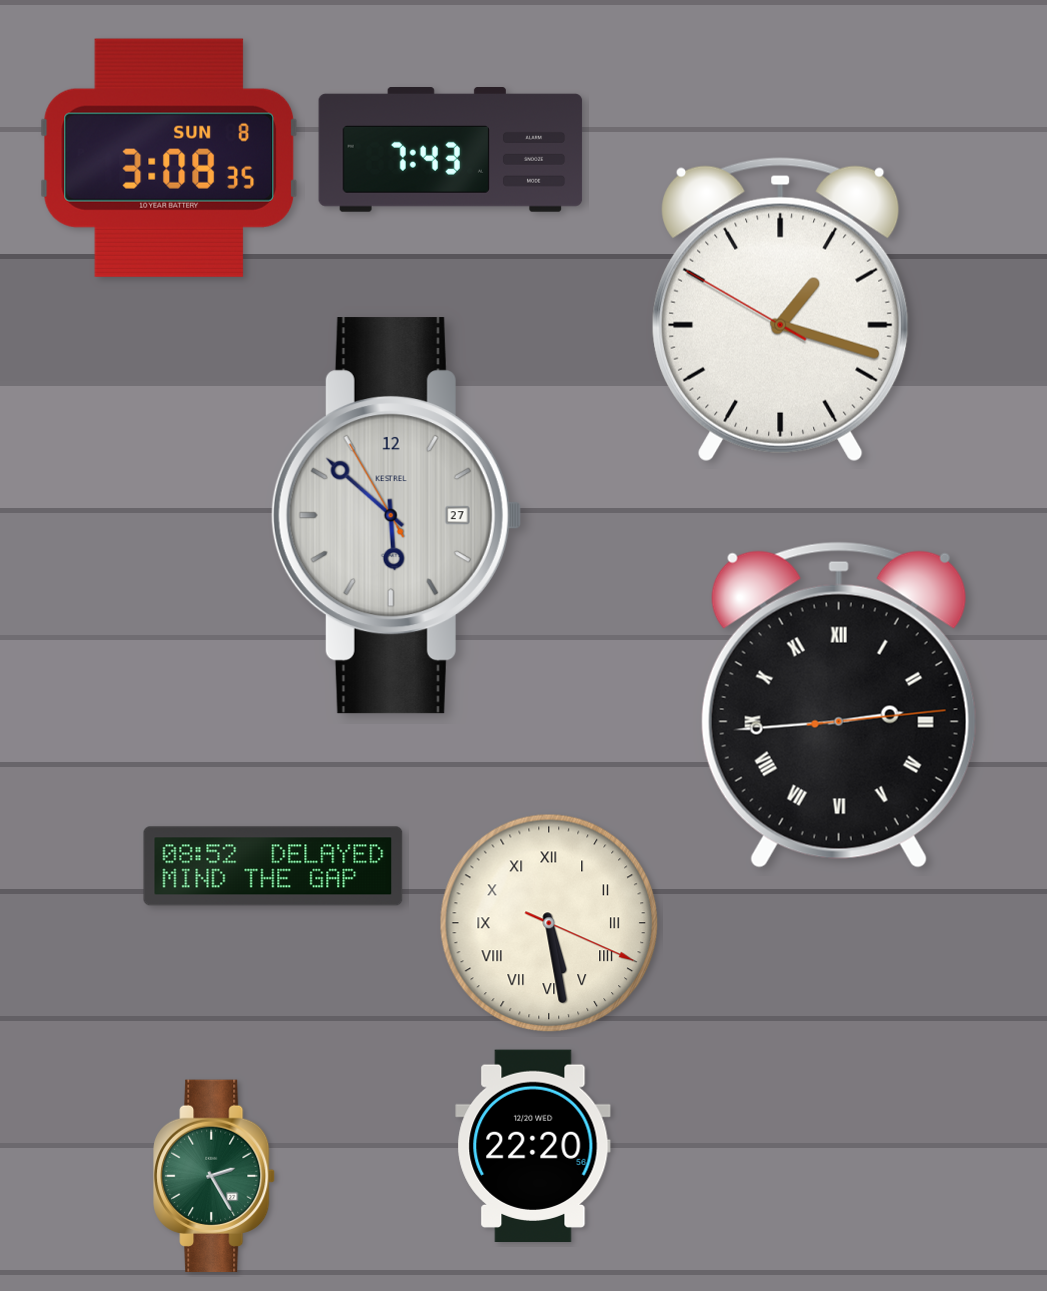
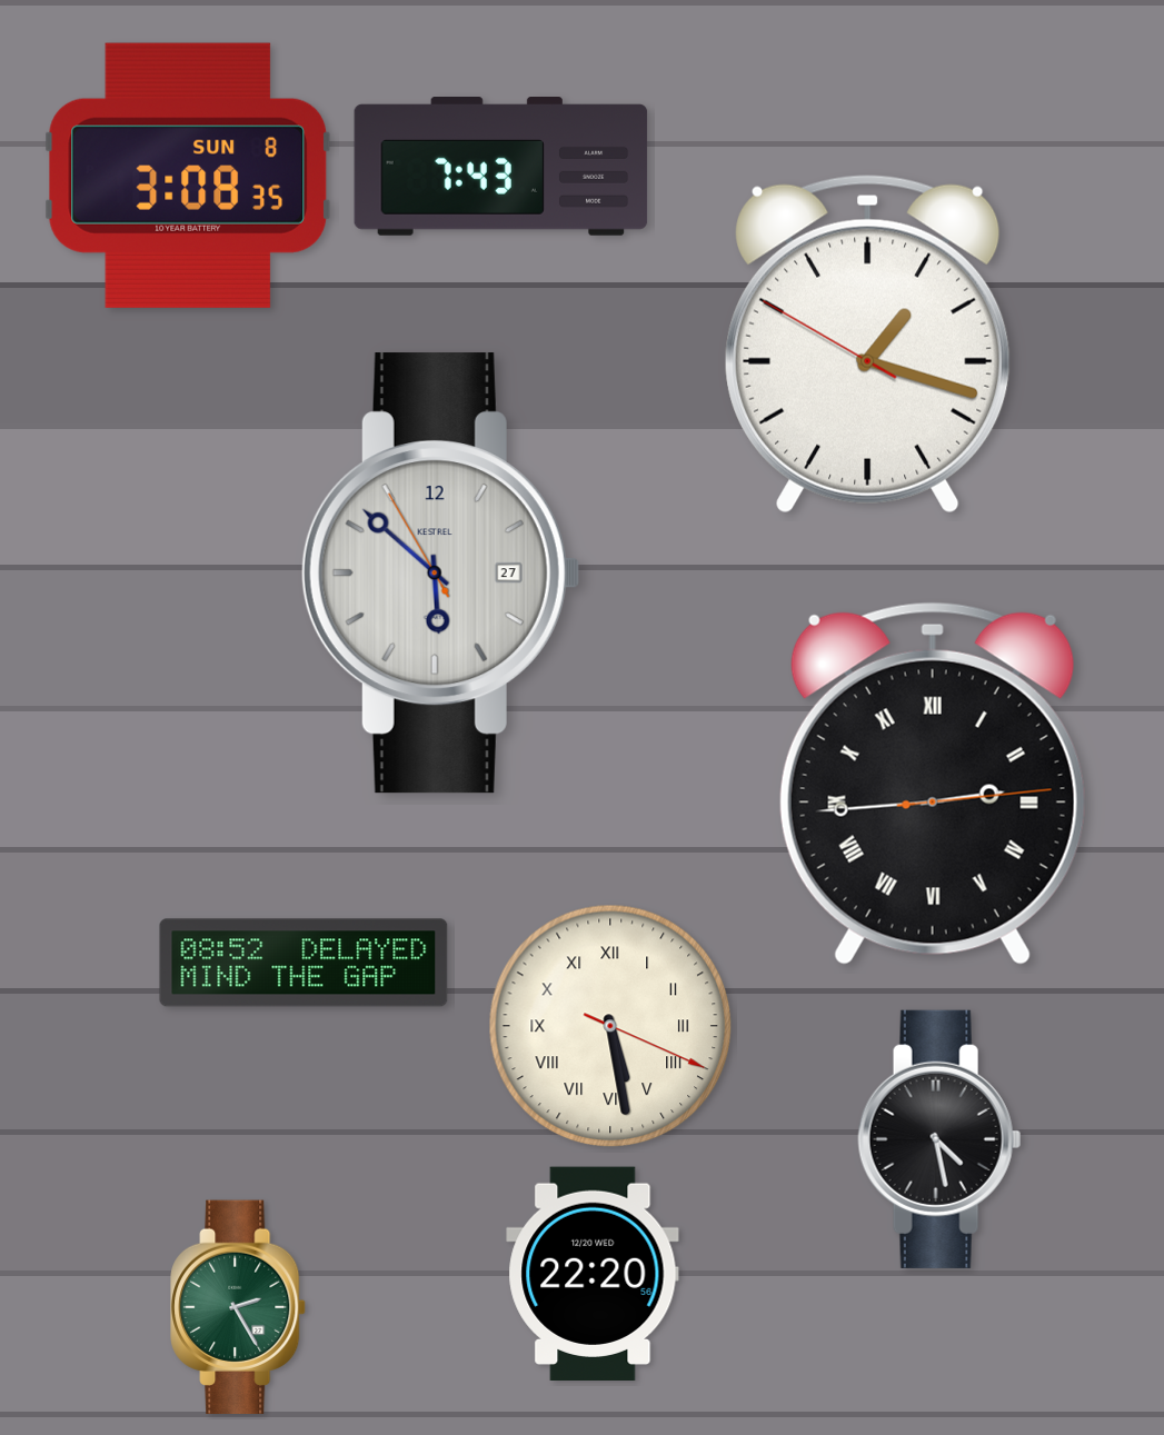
clock at (939, 1139): none -> 4:28
